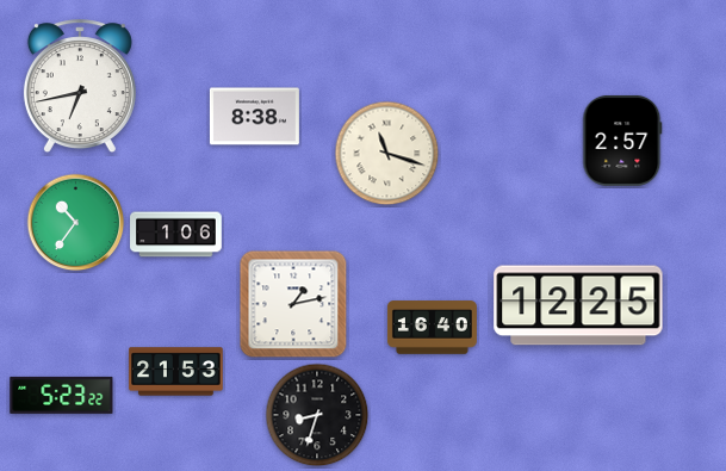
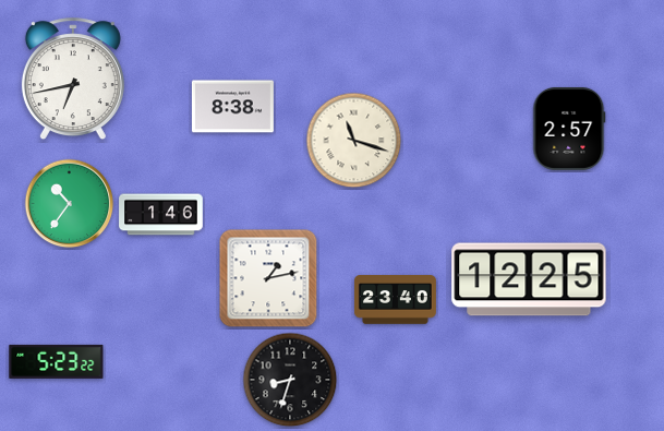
clock at (176, 235): 1:06 -> 1:46
clock at (432, 328): 16:40 -> 23:40
clock at (176, 372): 21:53 -> none
